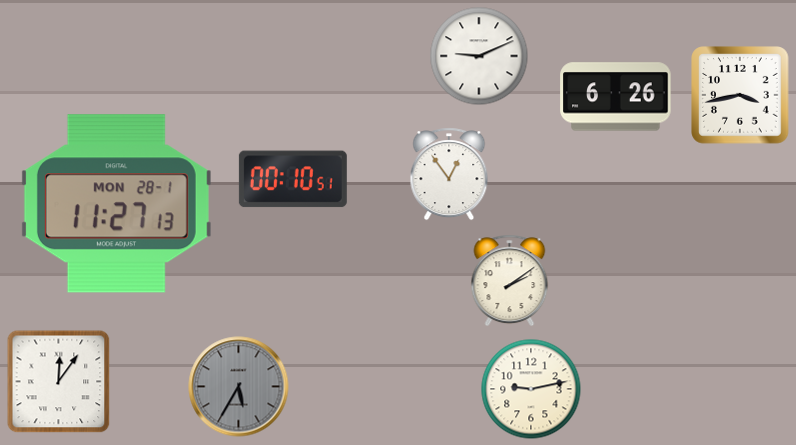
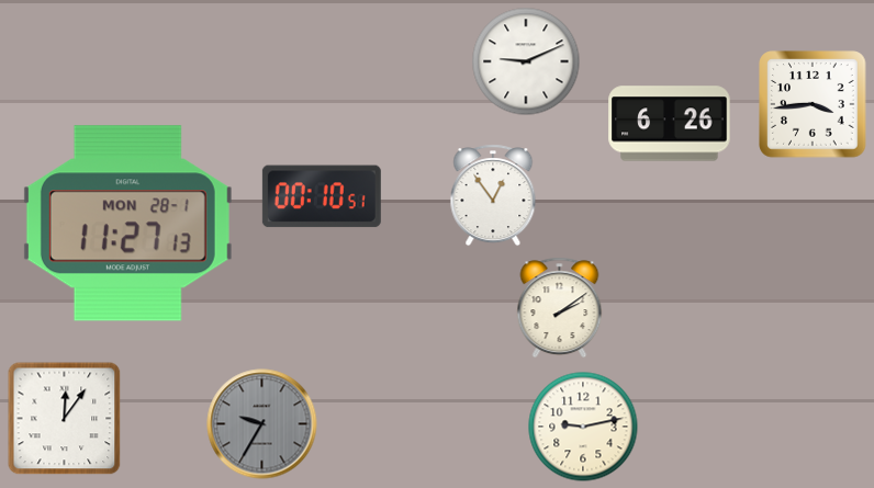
clock at (740, 95): 3:43 -> 3:44
clock at (616, 97) position: (616, 97) -> (670, 124)
clock at (449, 174) position: (449, 174) -> (493, 195)
clock at (239, 387): 5:35 -> 9:35
